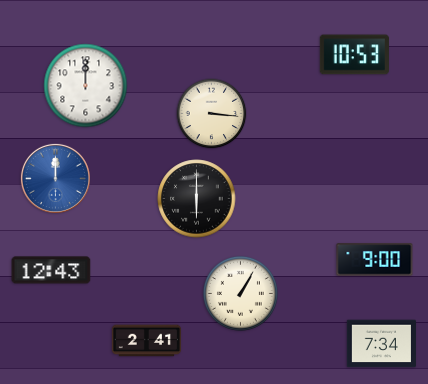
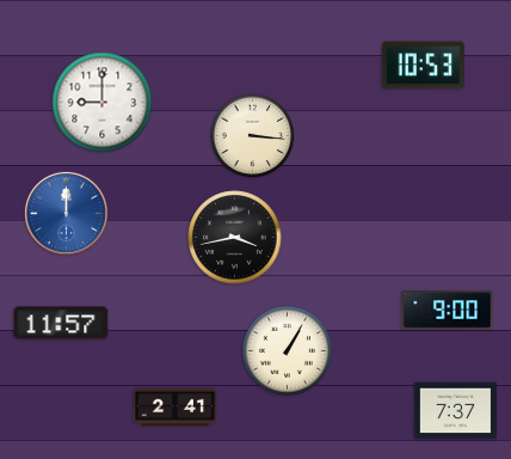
clock at (86, 86): 12:00 -> 9:00
clock at (197, 199): 6:00 -> 3:43
clock at (51, 270): 12:43 -> 11:57
clock at (381, 344): 7:34 -> 7:37
